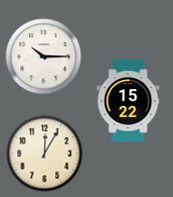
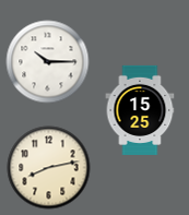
clock at (128, 101): 15:22 -> 15:25
clock at (45, 154): 12:05 -> 8:13
